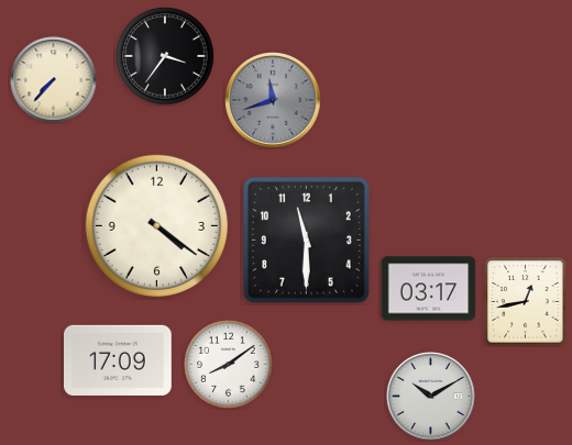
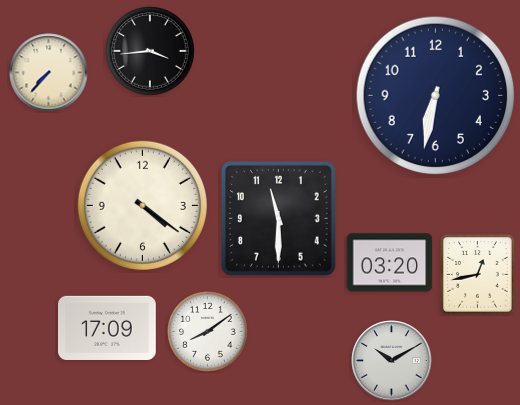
clock at (166, 57): 3:36 -> 3:44
clock at (273, 100): 11:42 -> none
clock at (436, 96): none -> 6:32
clock at (429, 289): 03:17 -> 03:20
